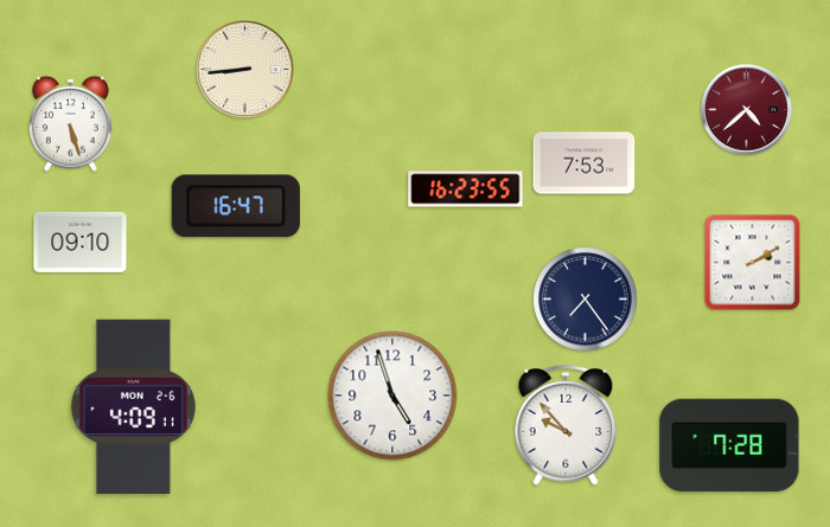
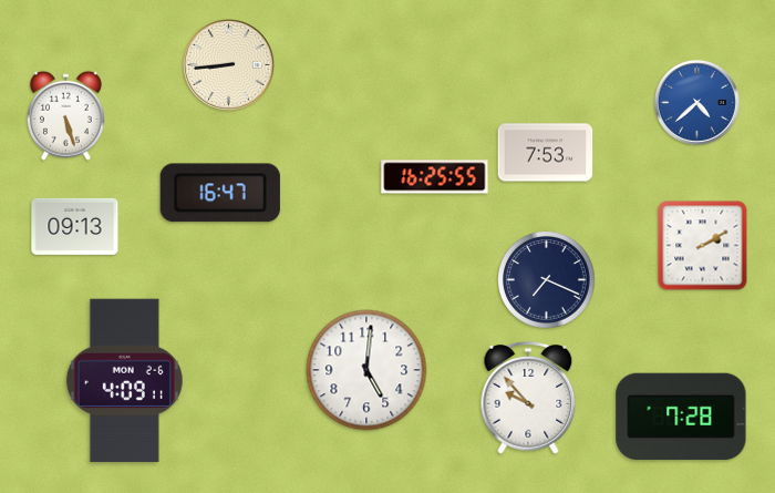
clock at (746, 109) dial: burgundy -> blue
clock at (466, 189): 16:23 -> 16:25
clock at (81, 242): 09:10 -> 09:13
clock at (586, 300): 7:24 -> 7:19
clock at (392, 396): 4:57 -> 5:01
